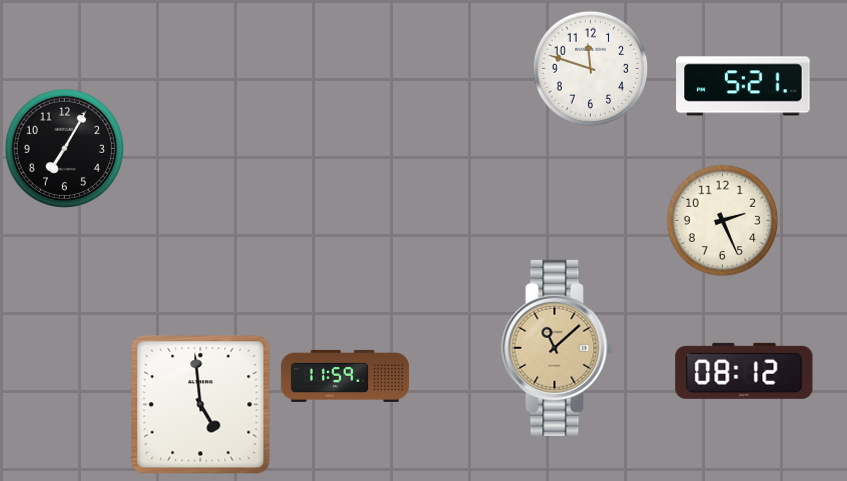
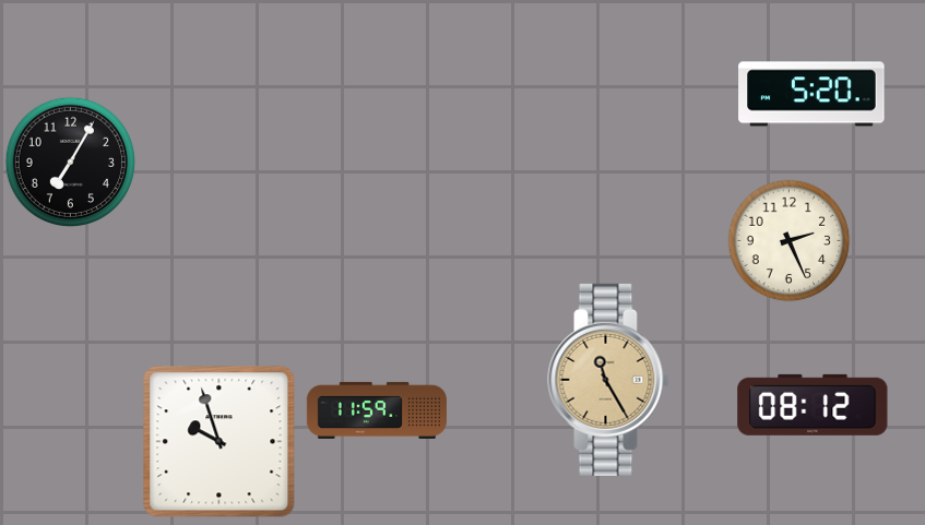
clock at (591, 69): 11:48 -> none
clock at (743, 86): 5:21 -> 5:20
clock at (557, 348): 11:08 -> 11:25
clock at (201, 405): 4:59 -> 9:57
